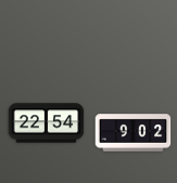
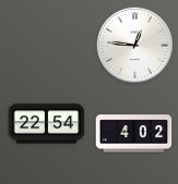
clock at (135, 46): none -> 12:46
clock at (134, 133): 9:02 -> 4:02
